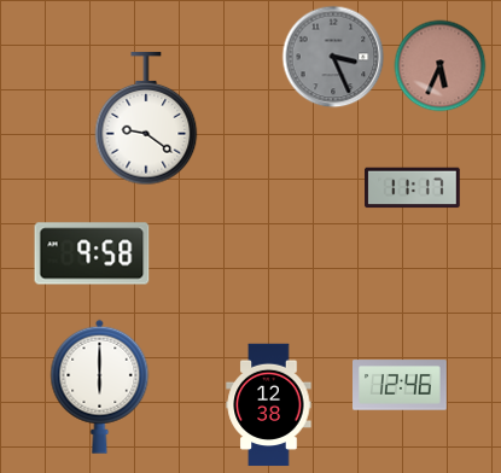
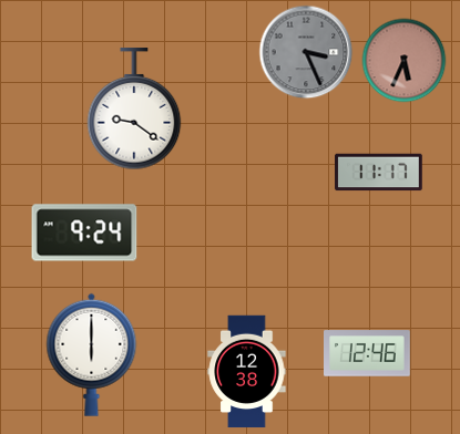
clock at (92, 253): 9:58 -> 9:24
